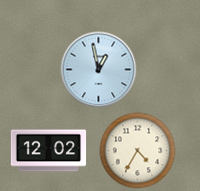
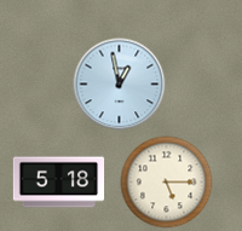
clock at (49, 151): 12:02 -> 5:18
clock at (138, 151): 4:35 -> 5:15
